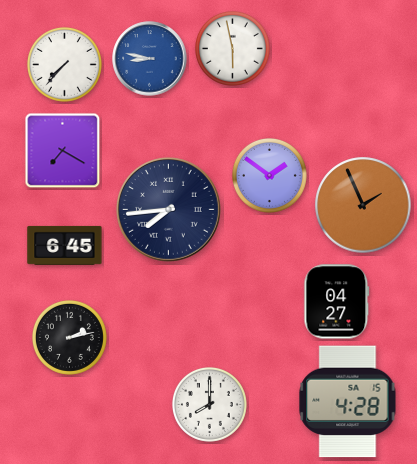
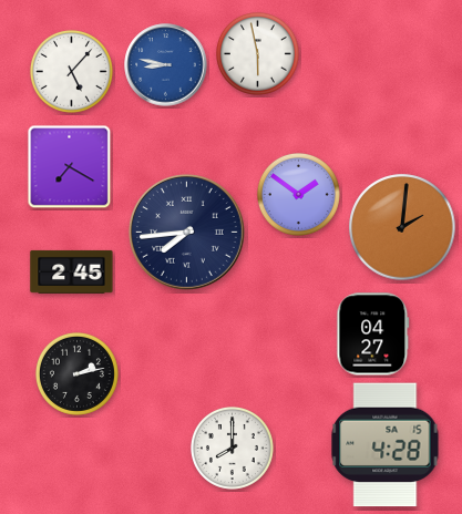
clock at (64, 64): 7:37 -> 5:07
clock at (363, 205): 1:56 -> 2:01
clock at (65, 245): 6:45 -> 2:45
